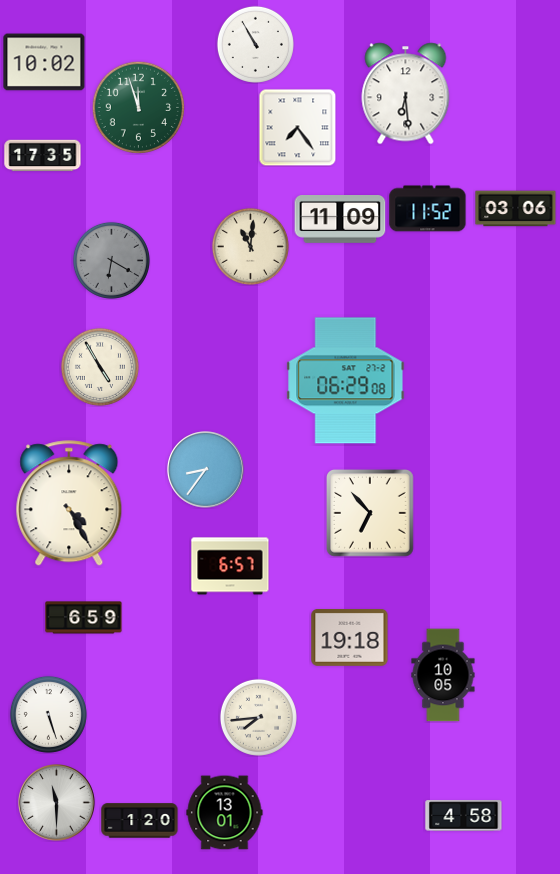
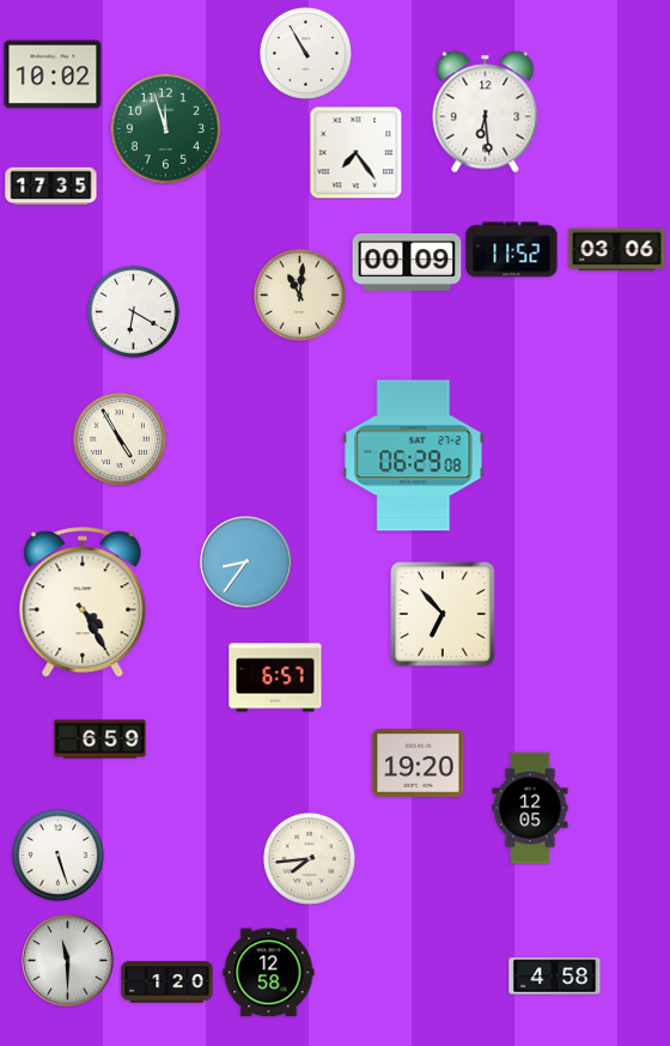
clock at (340, 220): 11:09 -> 00:09
clock at (111, 260) dial: grey -> white
clock at (350, 638): 19:18 -> 19:20
clock at (443, 675): 10:05 -> 12:05
clock at (225, 813): 13:01 -> 12:58
